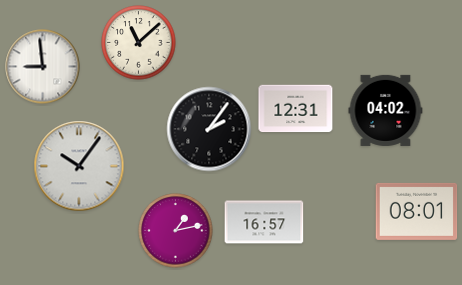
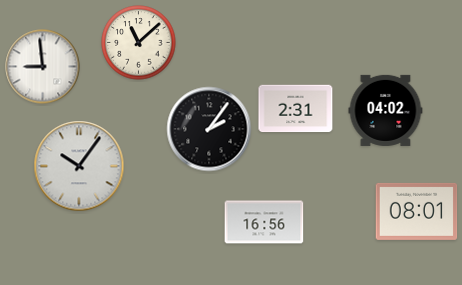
clock at (296, 109): 12:31 -> 2:31
clock at (264, 222): 16:57 -> 16:56
clock at (176, 231): 1:13 -> none
